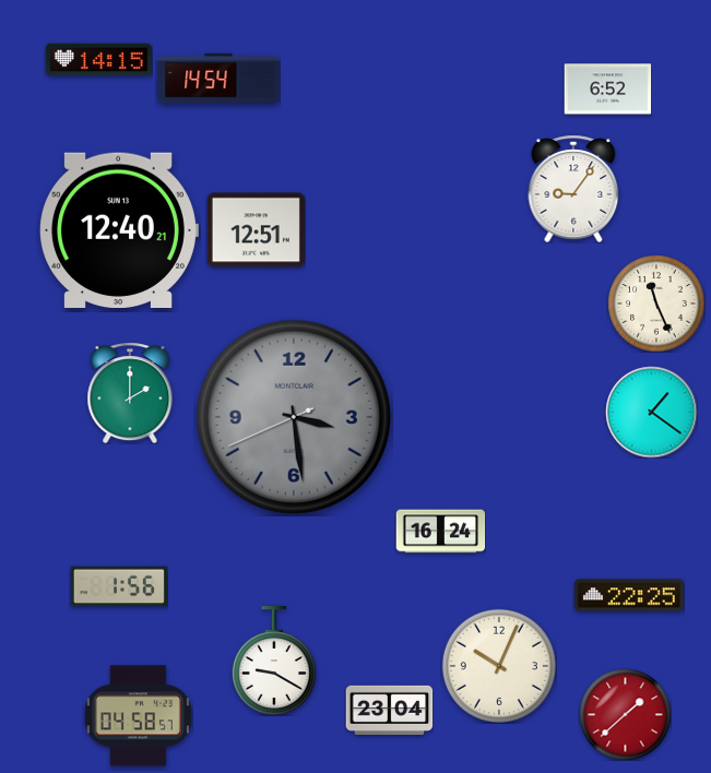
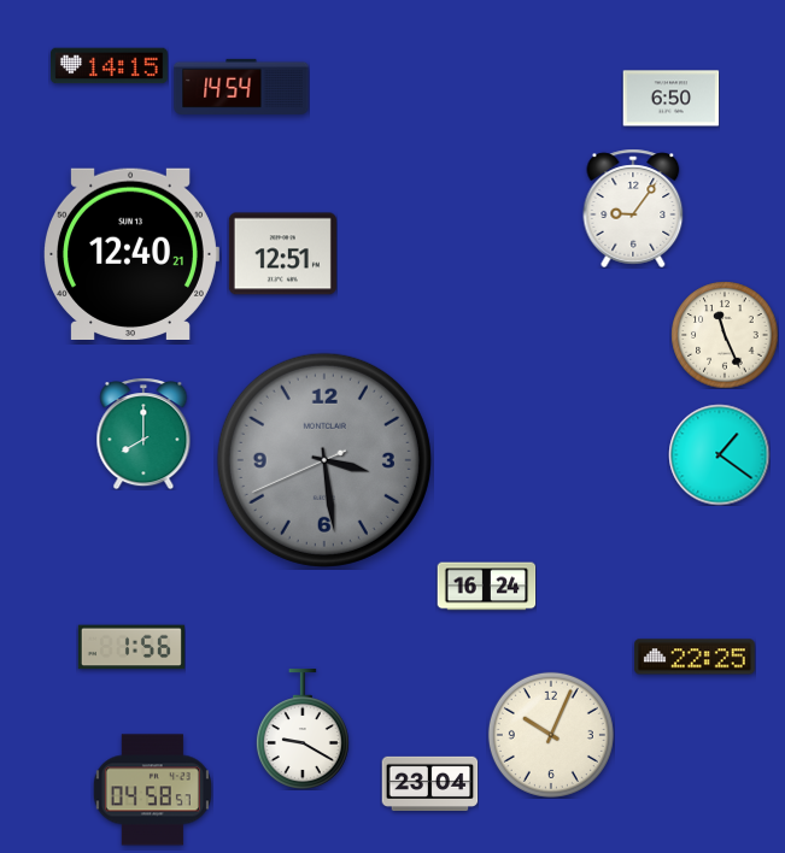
clock at (607, 90): 6:52 -> 6:50
clock at (130, 393): 2:00 -> 8:00
clock at (625, 714): 1:38 -> none
